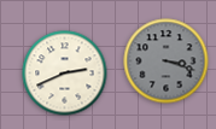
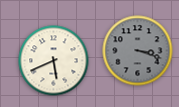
clock at (65, 74): 2:41 -> 5:41
